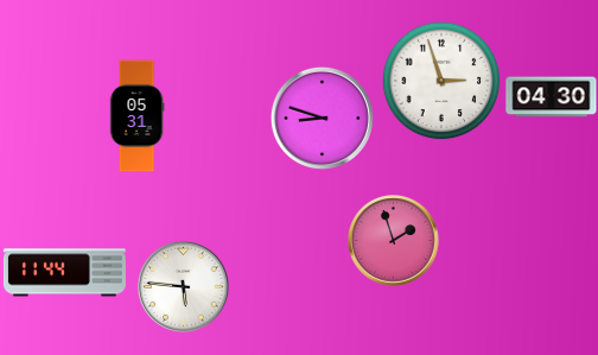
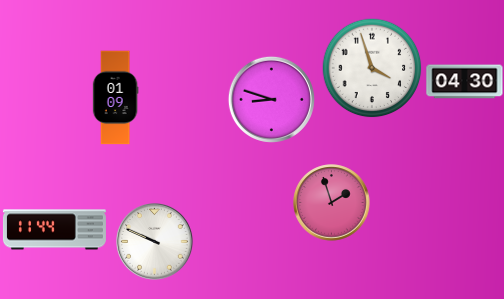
clock at (441, 81): 2:57 -> 3:57
clock at (136, 116): 05:31 -> 01:09
clock at (184, 287): 5:46 -> 9:49
